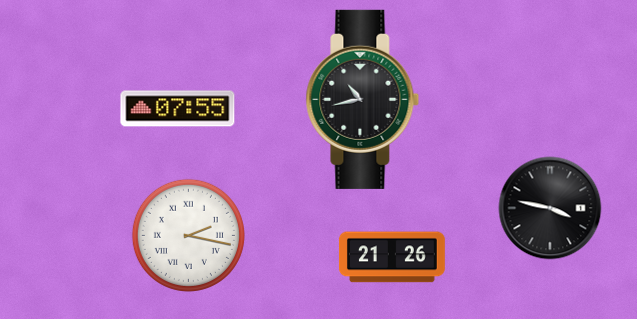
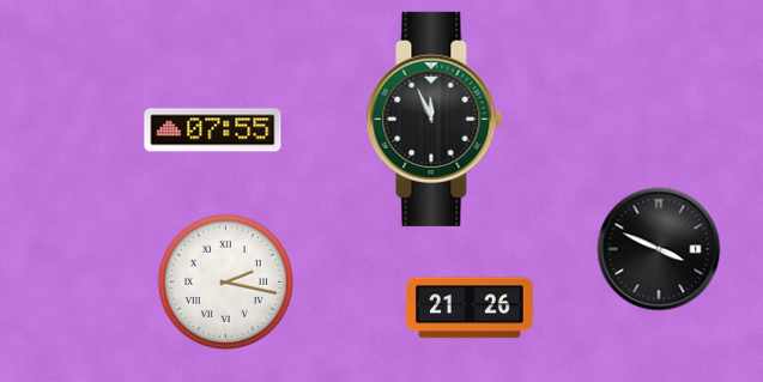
clock at (363, 99): 10:43 -> 11:56
clock at (550, 208): 3:47 -> 3:49
